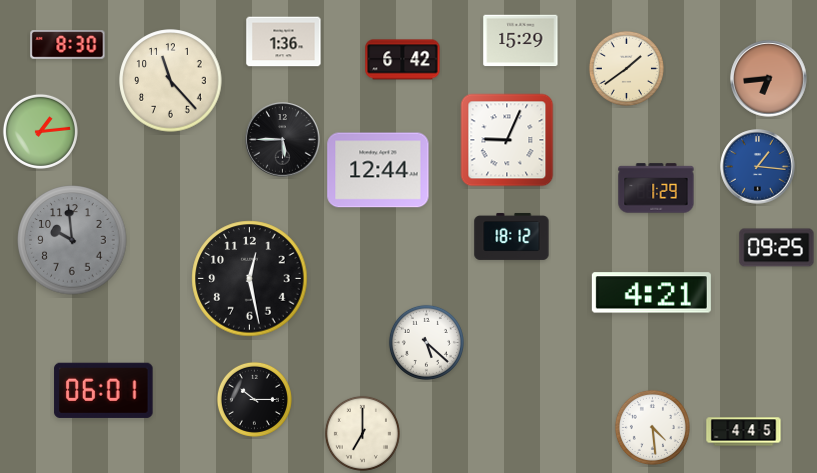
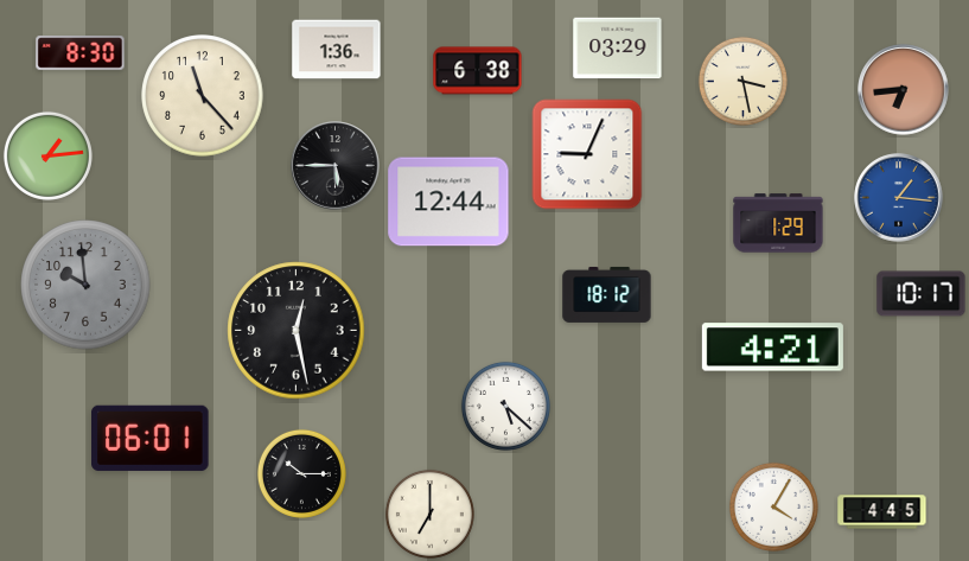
clock at (521, 41): 15:29 -> 03:29
clock at (403, 60): 6:42 -> 6:38
clock at (626, 68): 1:39 -> 3:28
clock at (769, 79) position: (769, 79) -> (904, 90)
clock at (507, 140) position: (507, 140) -> (587, 154)
clock at (512, 236) position: (512, 236) -> (607, 294)
clock at (777, 248): 09:25 -> 10:17
clock at (104, 390) position: (104, 390) -> (151, 438)
clock at (652, 427): 4:29 -> 4:05
